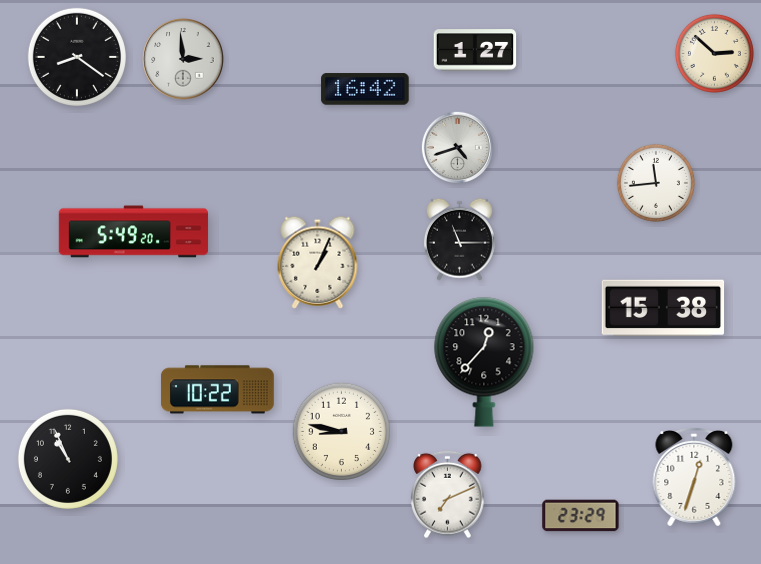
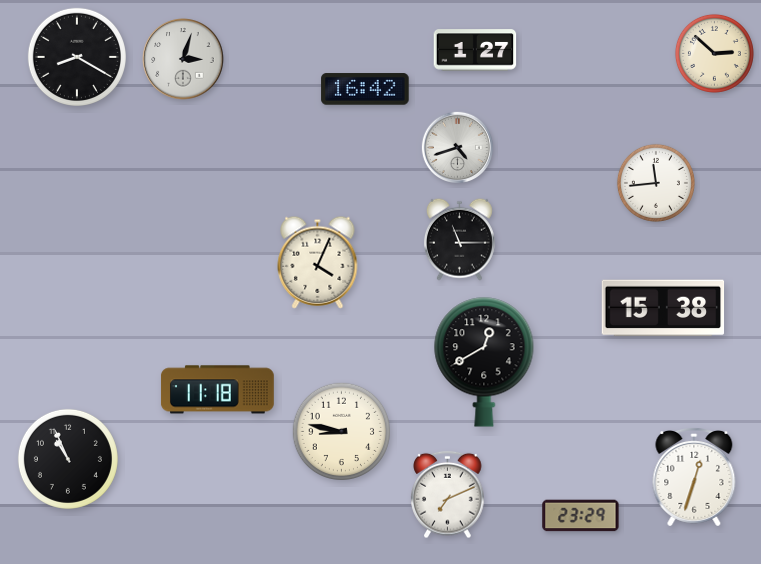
clock at (77, 57): 8:21 -> 8:20
clock at (183, 59): 2:59 -> 3:03
clock at (134, 232): 5:49 -> none
clock at (318, 262): 1:04 -> 4:04
clock at (484, 362): 12:37 -> 12:40
clock at (218, 390): 10:22 -> 11:18
